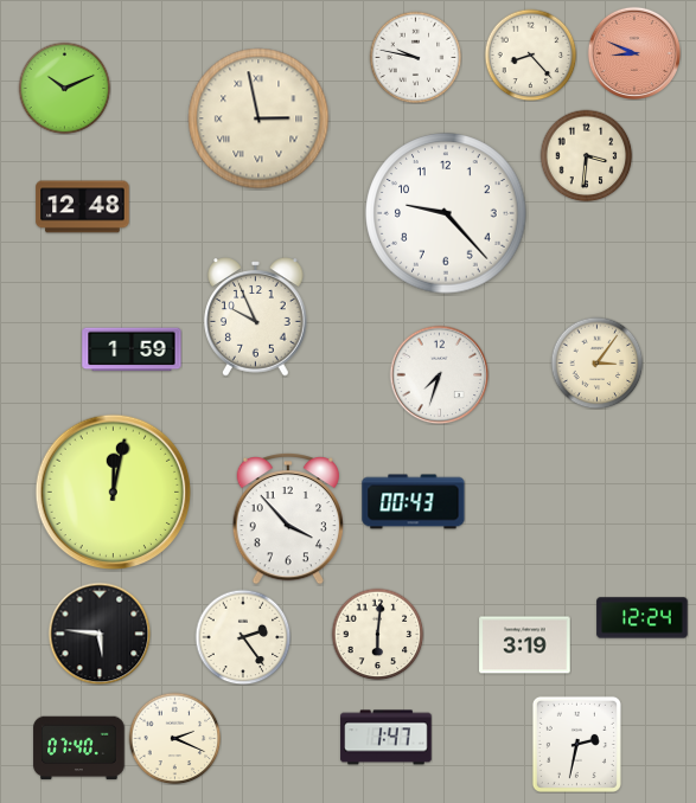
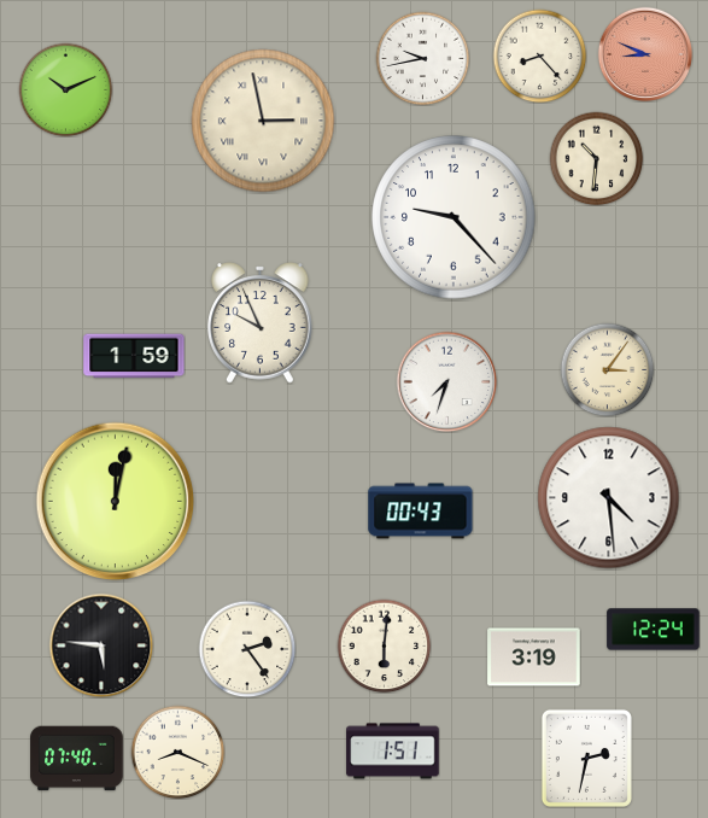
clock at (415, 57): 9:47 -> 9:43
clock at (586, 155): 3:31 -> 10:31
clock at (83, 207): 12:48 -> none
clock at (609, 498): none -> 4:29
clock at (287, 519): 3:53 -> none
clock at (174, 738): 2:19 -> 8:19
clock at (387, 738): 1:47 -> 1:51
clock at (79, 749) position: (79, 749) -> (77, 759)
